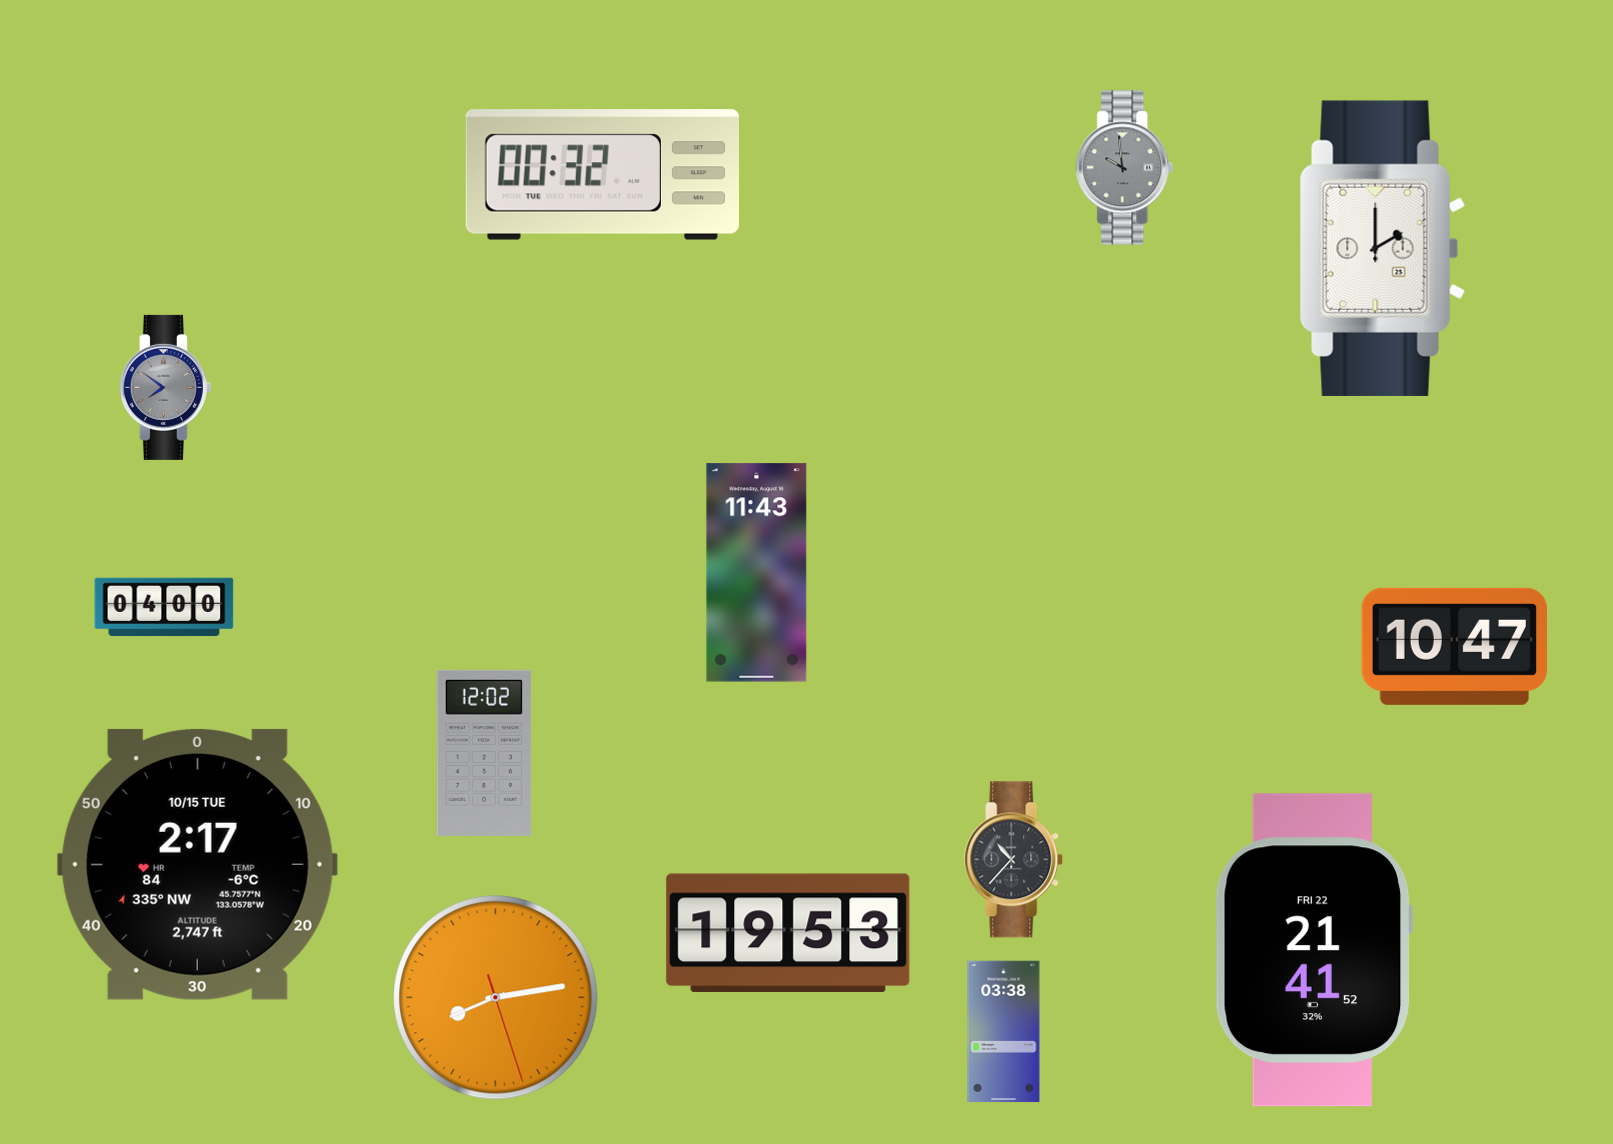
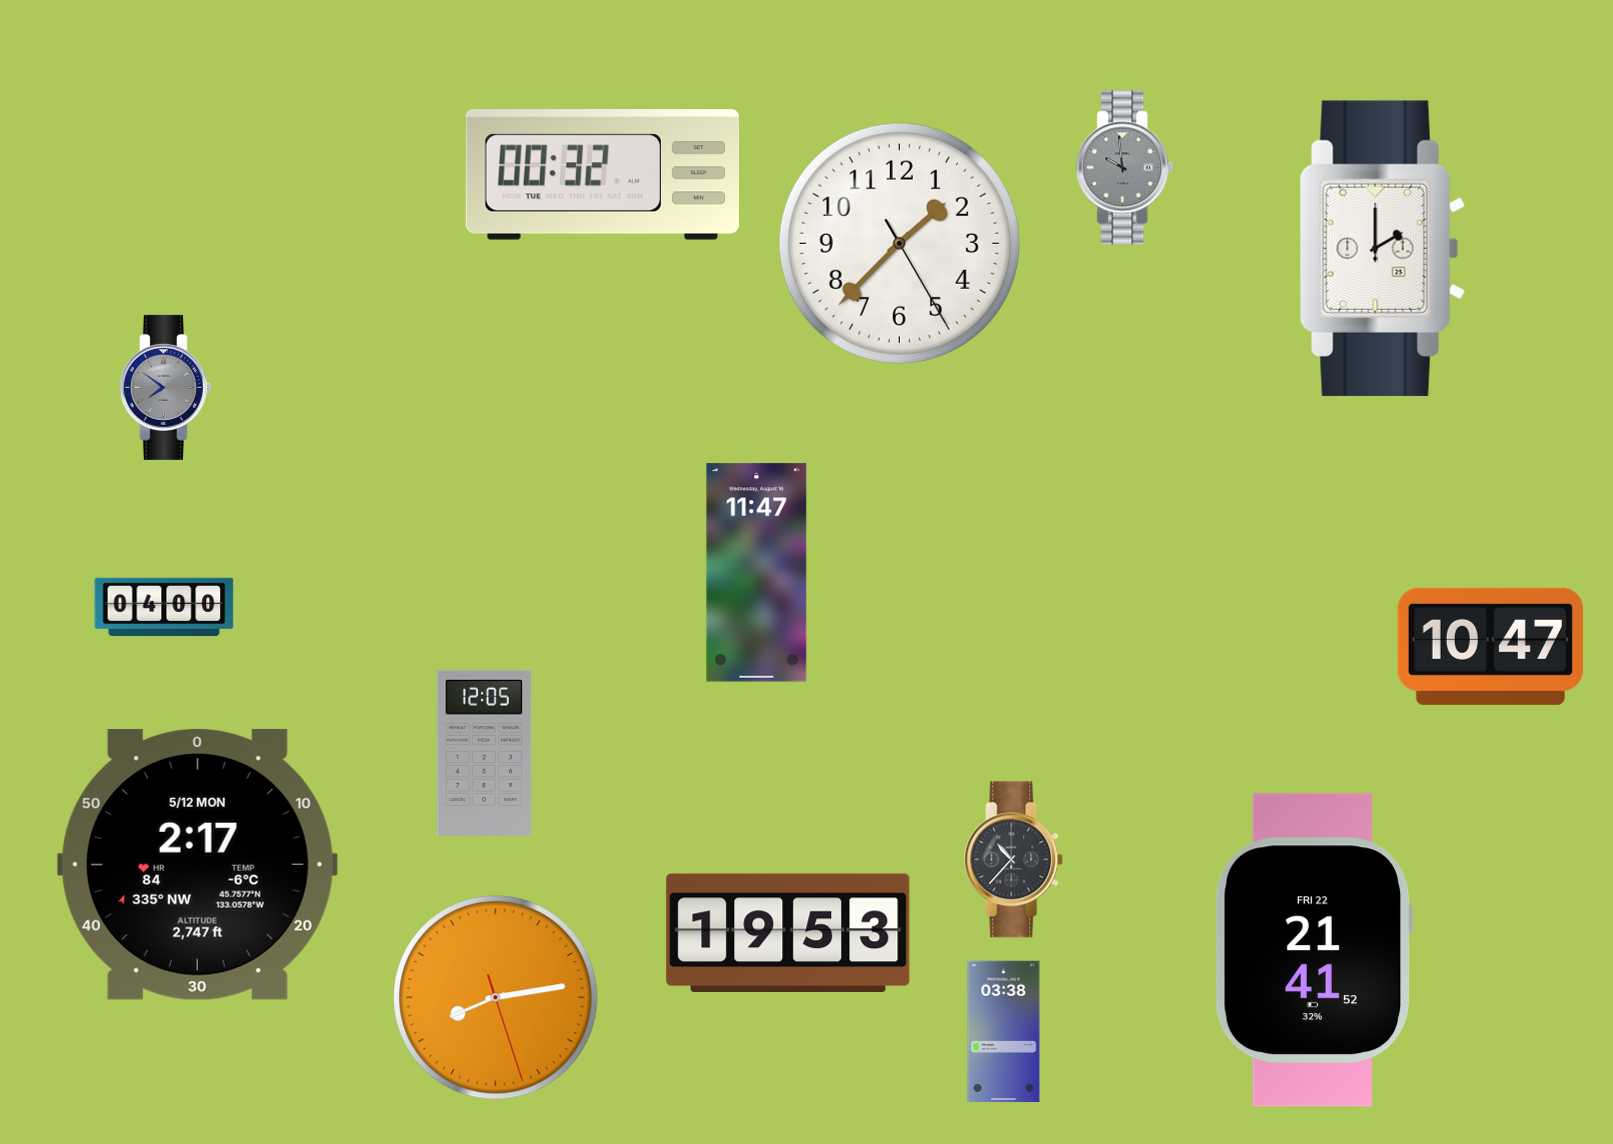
clock at (899, 243): none -> 1:37
clock at (757, 573): 11:43 -> 11:47
clock at (1454, 646) position: (1454, 646) -> (1490, 646)
clock at (484, 753): 12:02 -> 12:05
clock at (197, 864) date: 10/15 TUE -> 5/12 MON
